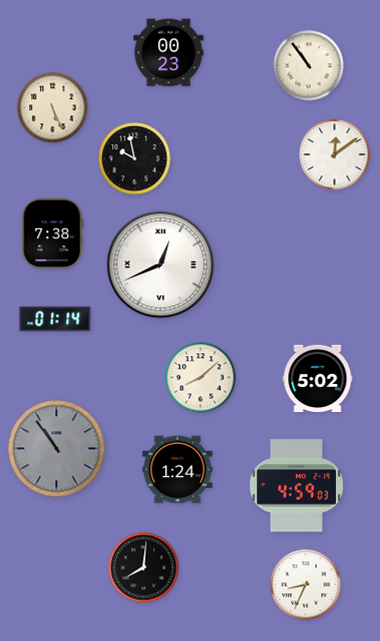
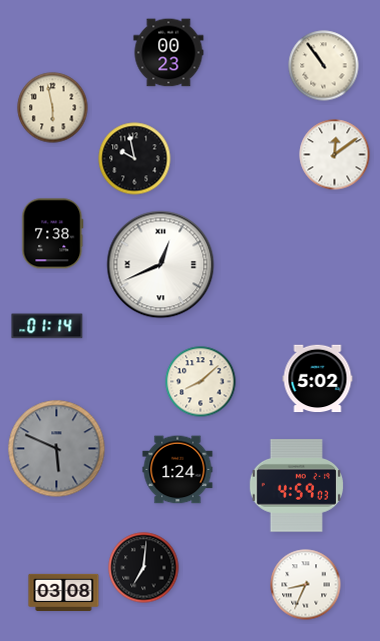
clock at (309, 66) position: (309, 66) -> (324, 66)
clock at (53, 108): 5:26 -> 5:58
clock at (55, 319) position: (55, 319) -> (47, 326)
clock at (201, 378) position: (201, 378) -> (201, 382)
clock at (57, 449): 10:54 -> 5:49
clock at (144, 568): 8:01 -> 7:01
clock at (64, 592): none -> 03:08
